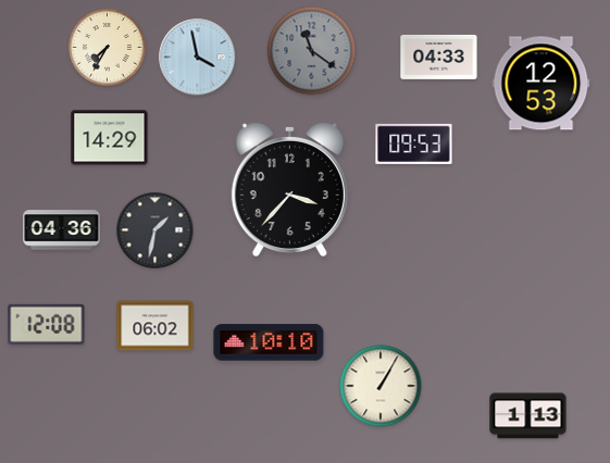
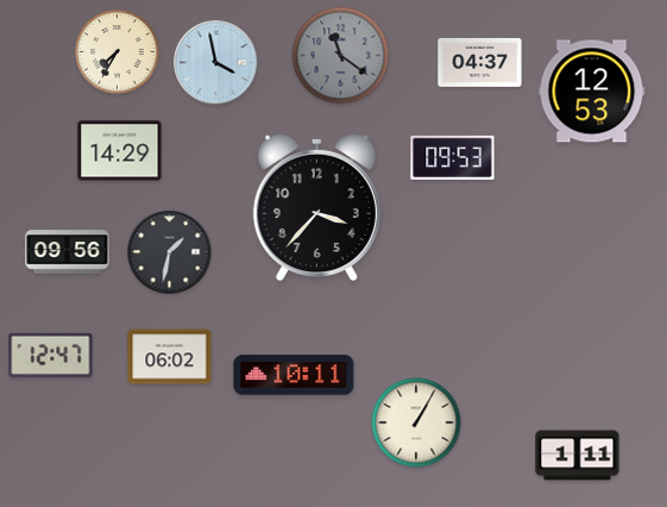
clock at (439, 57): 04:33 -> 04:37
clock at (62, 230): 04:36 -> 09:56
clock at (47, 324): 12:08 -> 12:47
clock at (269, 342): 10:10 -> 10:11
clock at (528, 416): 1:13 -> 1:11
